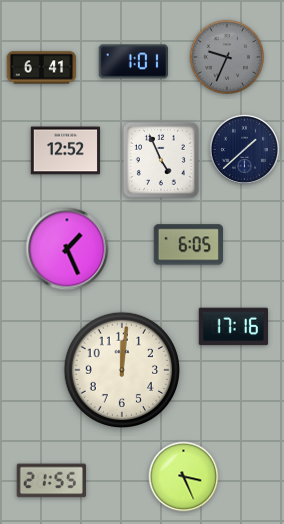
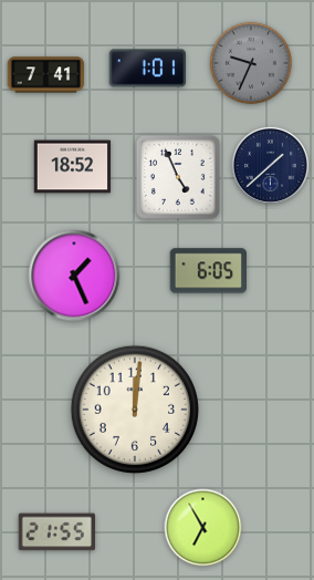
clock at (42, 68): 6:41 -> 7:41
clock at (66, 151): 12:52 -> 18:52
clock at (233, 327): 17:16 -> none
clock at (184, 477): 3:26 -> 6:55
